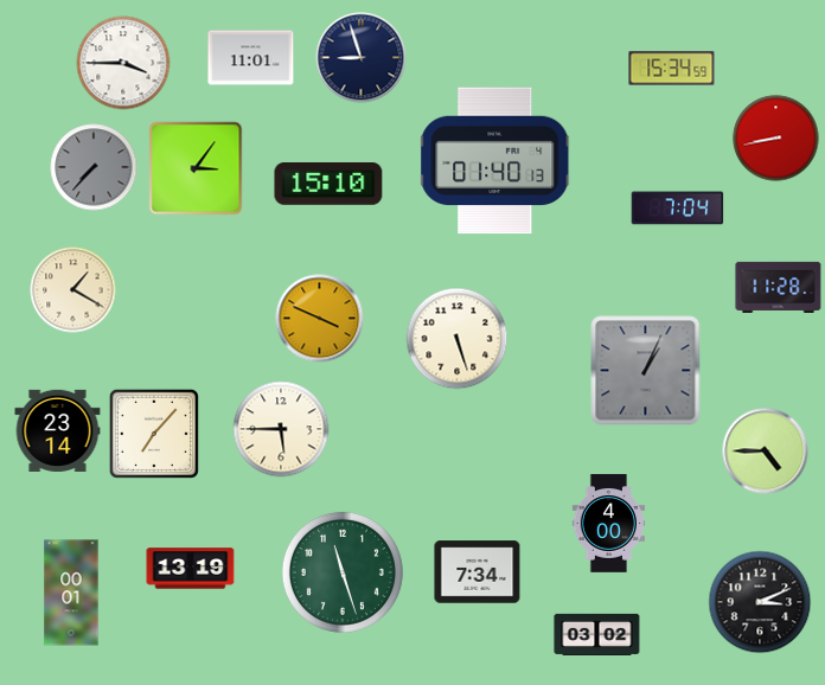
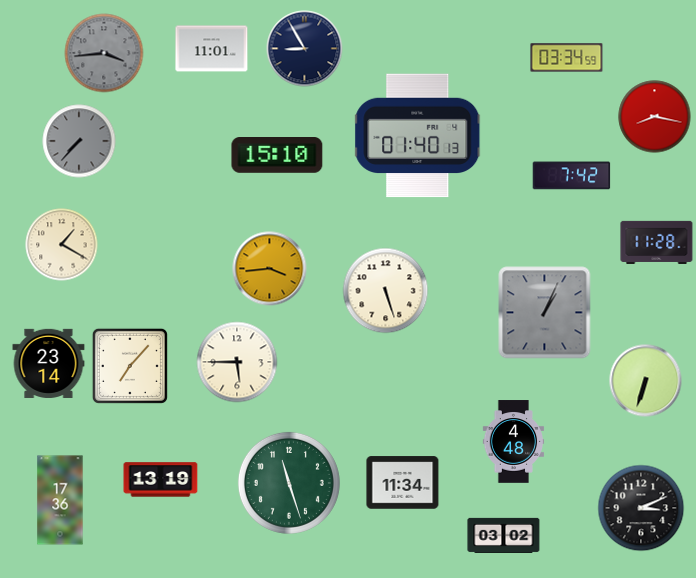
clock at (362, 58): 8:57 -> 8:55
clock at (123, 63): 3:45 -> 3:44
clock at (123, 63) dial: white -> grey
clock at (672, 69): 15:34 -> 03:34
clock at (776, 139): 8:43 -> 8:17
clock at (196, 168): 3:06 -> none
clock at (678, 209): 7:04 -> 7:42
clock at (320, 319): 3:49 -> 3:44
clock at (458, 339) position: (458, 339) -> (386, 291)
clock at (766, 452): 4:45 -> 6:33
clock at (609, 524): 4:00 -> 4:48
clock at (478, 572): 7:34 -> 11:34
clock at (71, 593): 00:01 -> 17:36
